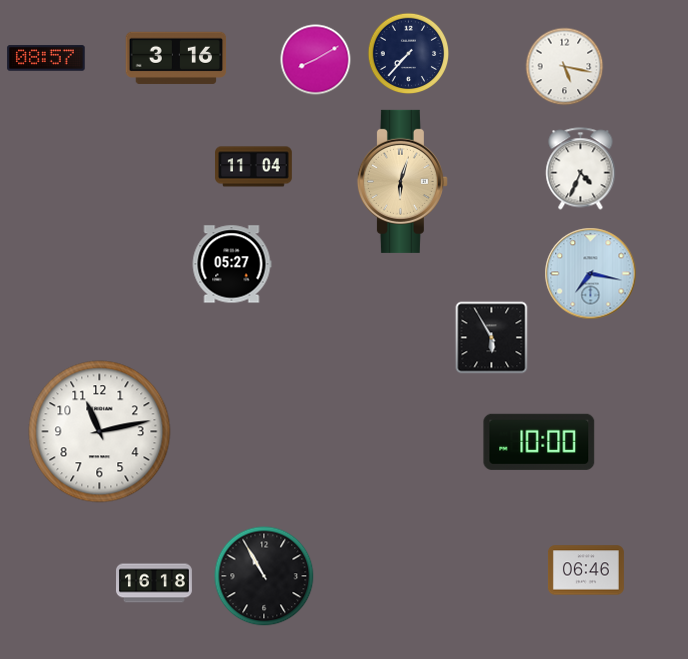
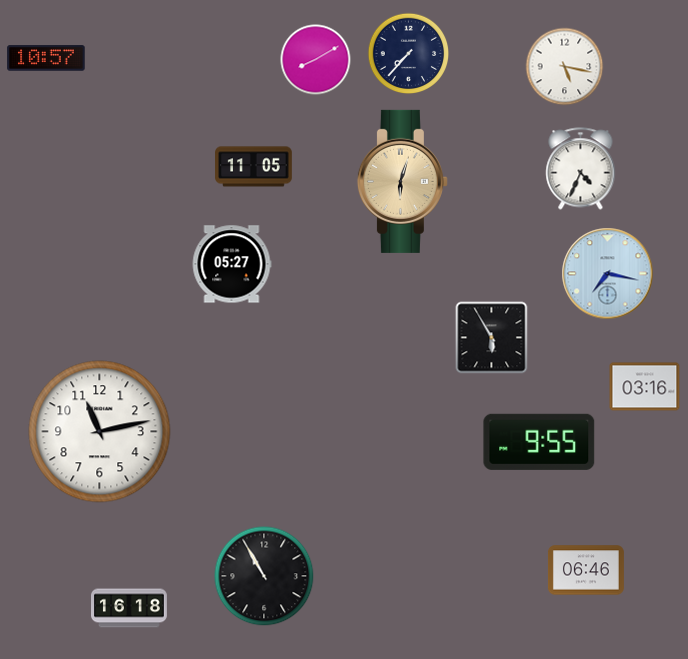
clock at (176, 57): 3:16 -> none
clock at (46, 58): 08:57 -> 10:57
clock at (254, 167): 11:04 -> 11:05
clock at (591, 274) position: (591, 274) -> (608, 274)
clock at (645, 387): none -> 03:16
clock at (539, 442): 10:00 -> 9:55
clock at (155, 583) position: (155, 583) -> (130, 608)
